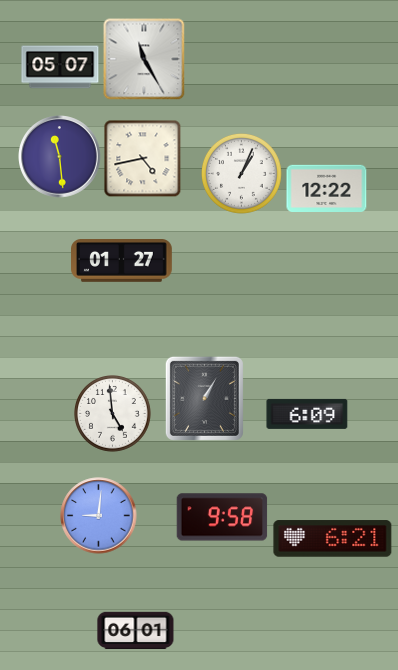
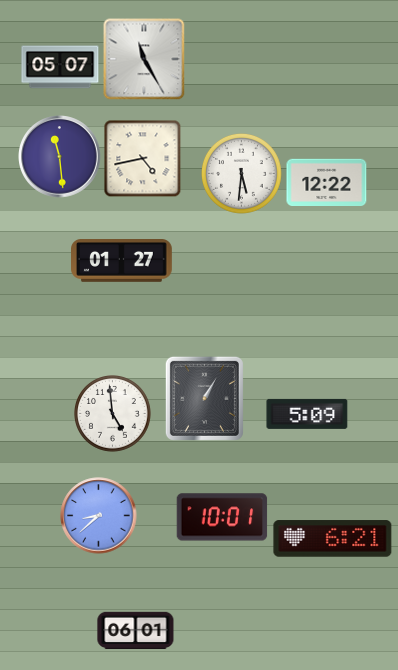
clock at (242, 174): 1:04 -> 5:31
clock at (327, 189) position: (327, 189) -> (327, 183)
clock at (307, 414): 6:09 -> 5:09
clock at (99, 516): 9:01 -> 8:38
clock at (222, 517): 9:58 -> 10:01
